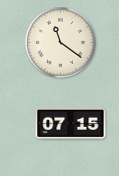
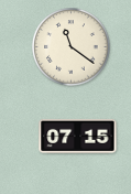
clock at (61, 43) position: (61, 43) -> (72, 47)
